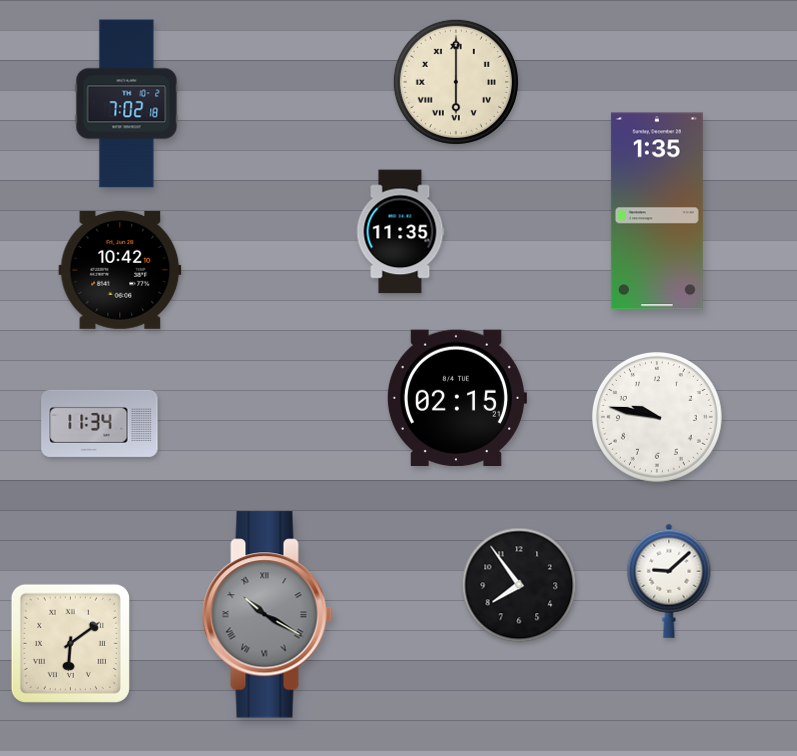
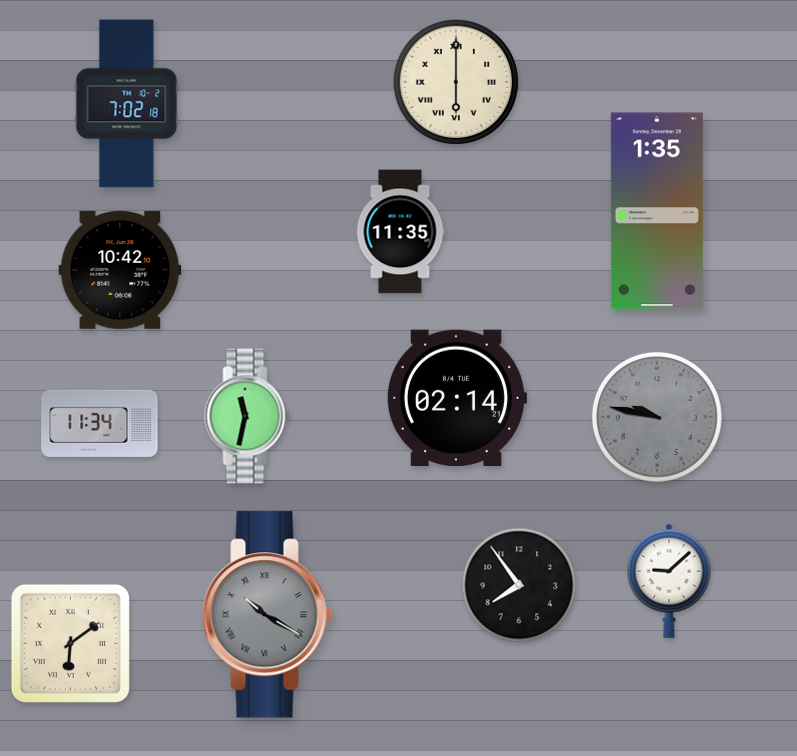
clock at (456, 397): 02:15 -> 02:14
clock at (247, 416): none -> 11:32
clock at (657, 417) dial: white -> grey
